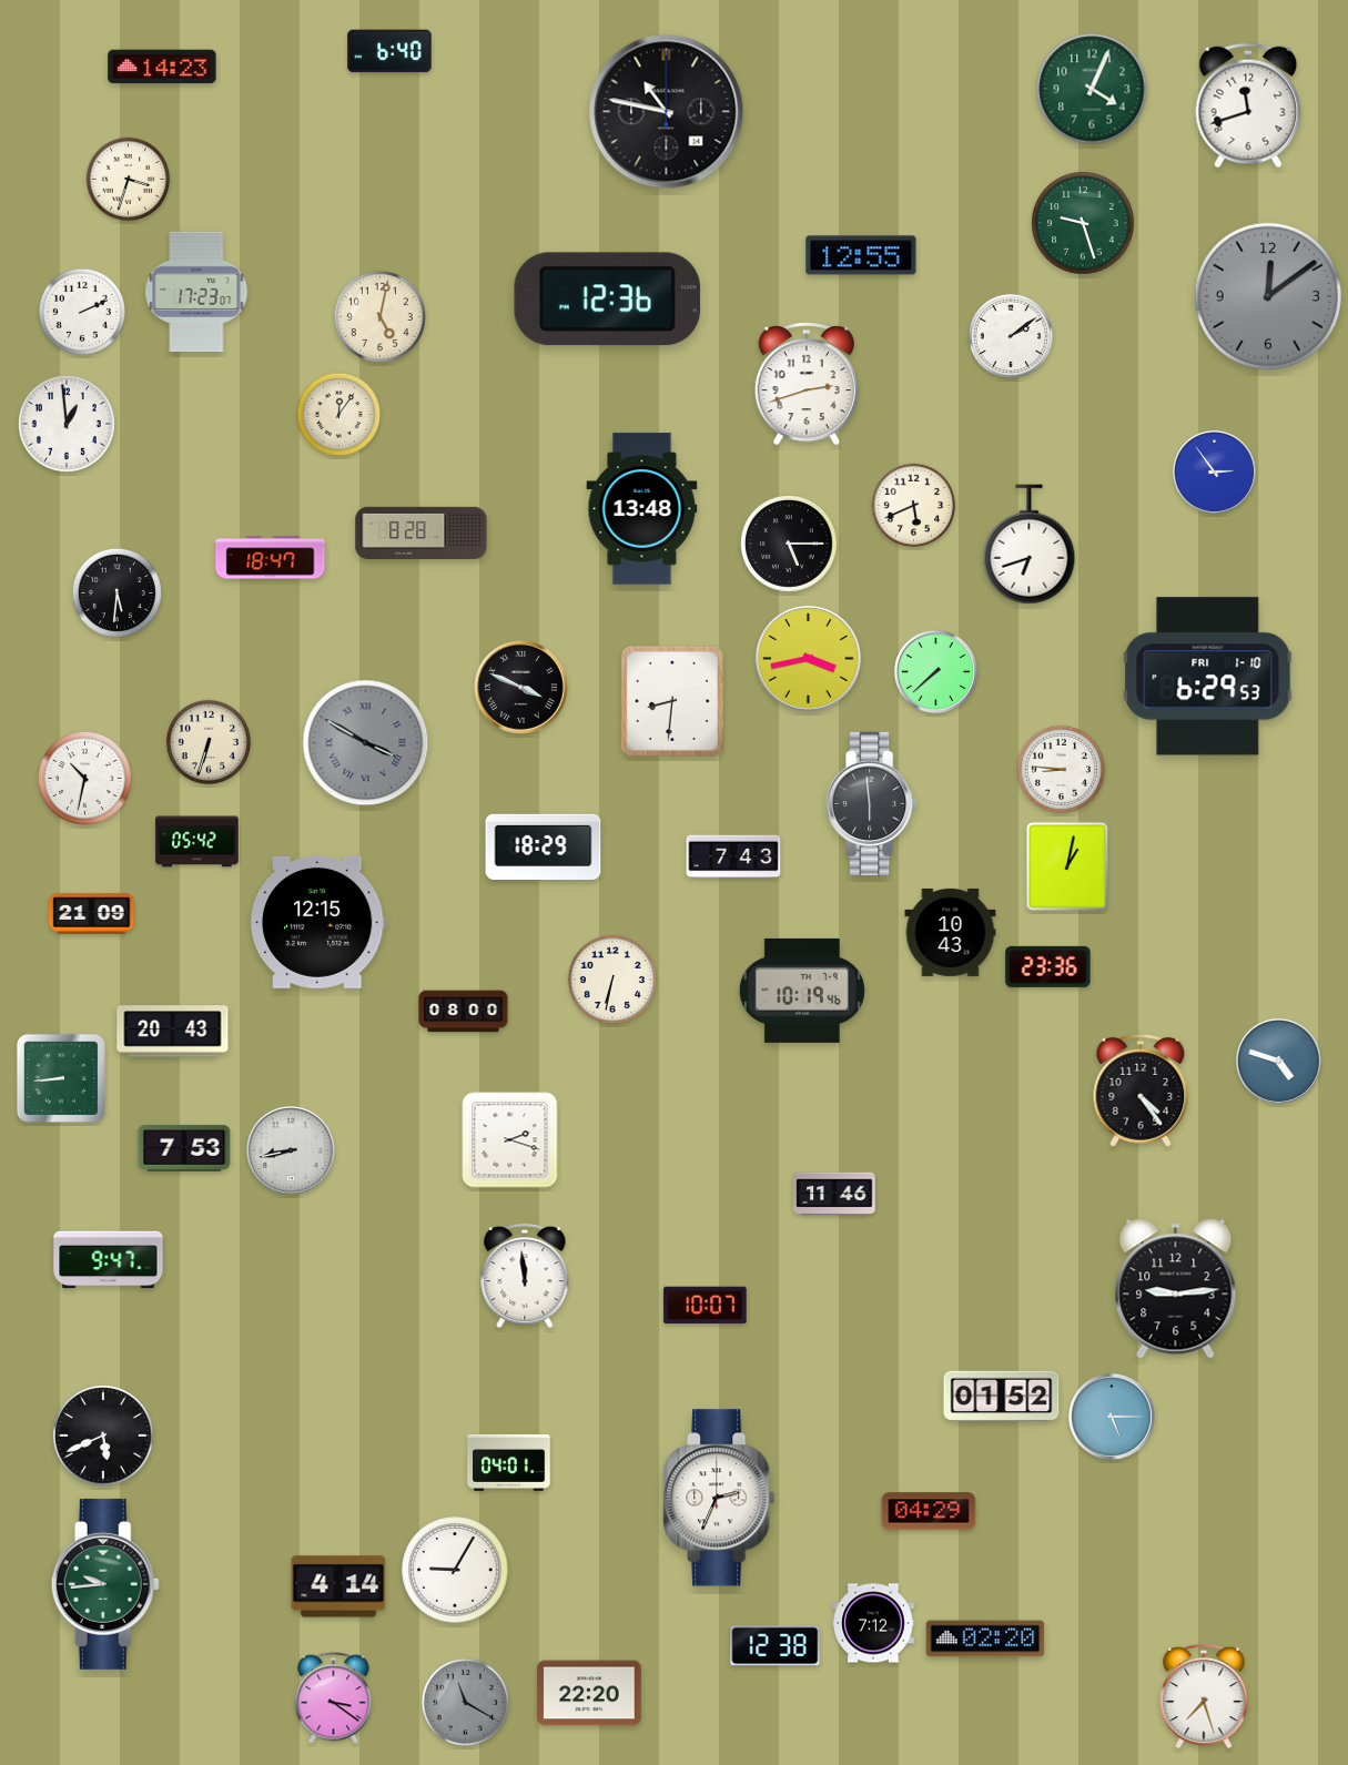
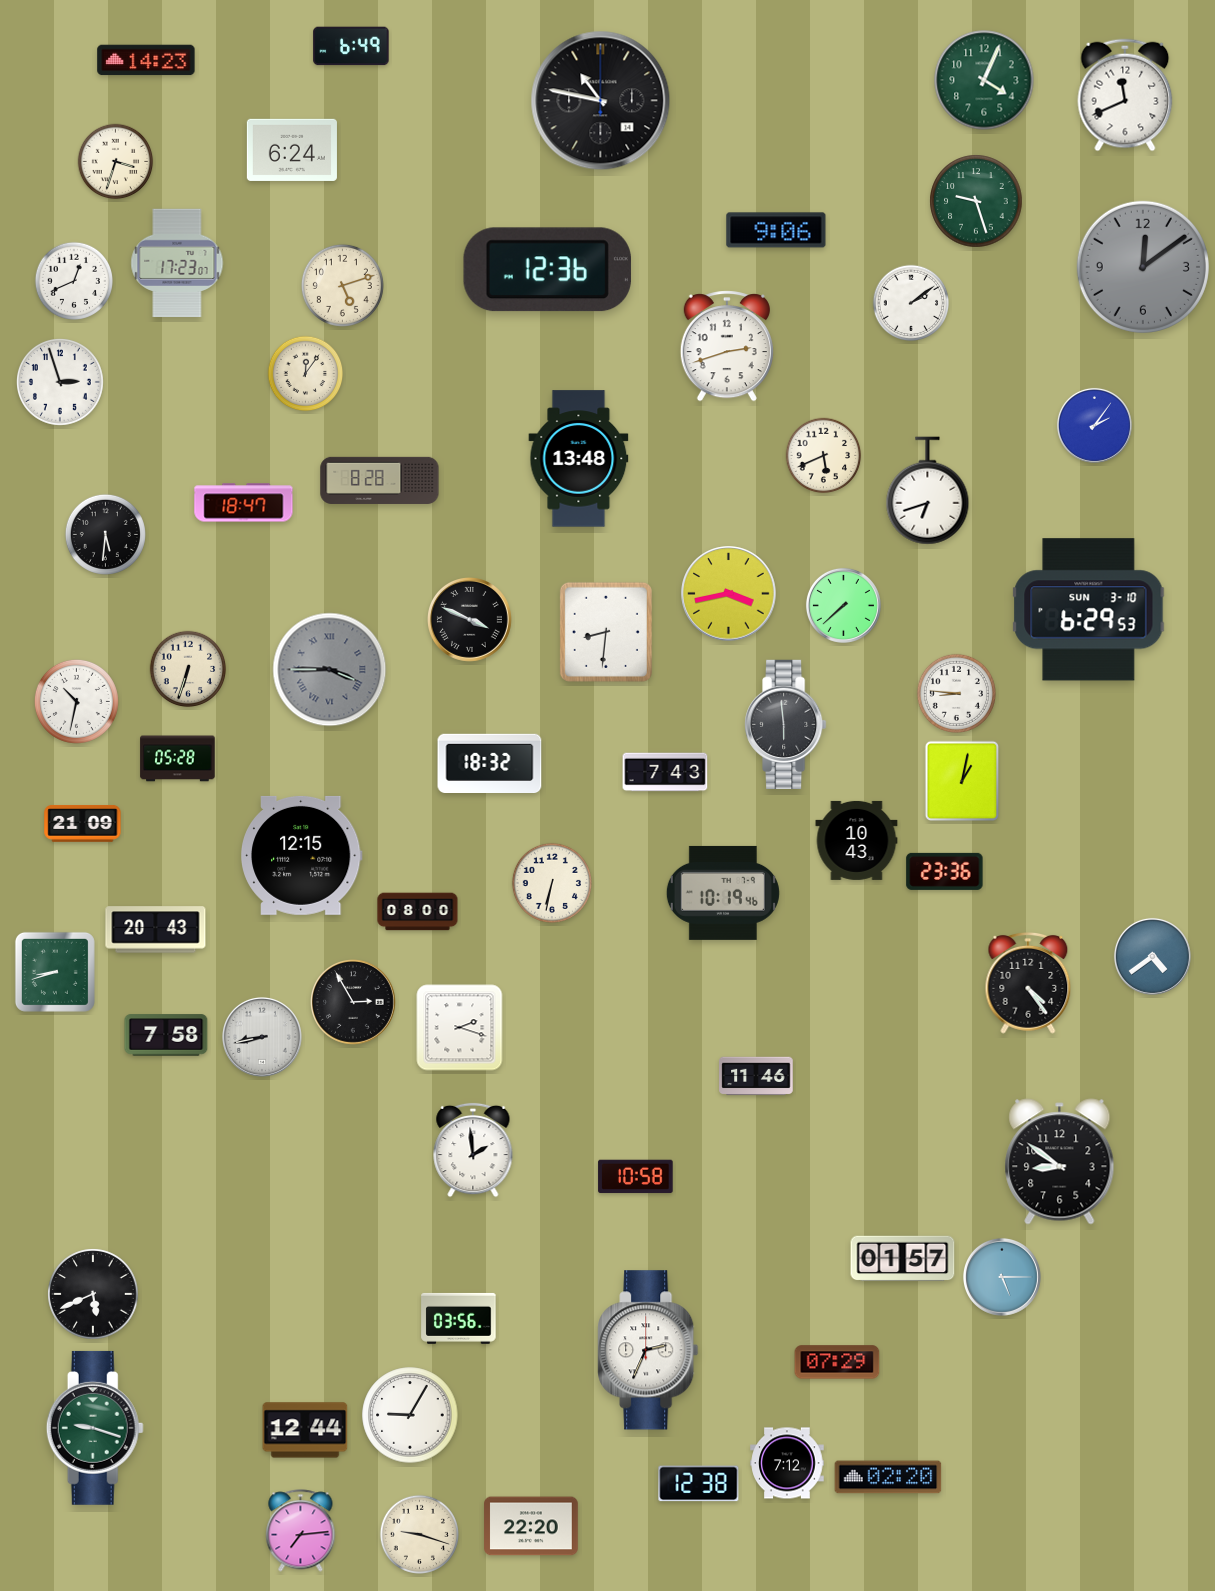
clock at (389, 51): 6:40 -> 6:49
clock at (1248, 105): 11:42 -> 11:41
clock at (292, 150): none -> 6:24
clock at (861, 255): 12:55 -> 9:06
clock at (81, 311): 2:11 -> 12:41
clock at (379, 316): 5:02 -> 5:12
clock at (68, 425): 12:59 -> 2:57
clock at (1214, 471): 2:54 -> 2:06
clock at (790, 545): 5:15 -> none
clock at (1208, 677) date: FRI 1-10 -> SUN 3-10
clock at (366, 743): 3:50 -> 3:45
clock at (197, 842): 05:42 -> 05:28
clock at (544, 846): 18:29 -> 18:32
clock at (733, 856) position: (733, 856) -> (665, 772)
clock at (317, 922) position: (317, 922) -> (301, 855)
clock at (1278, 1061): 4:48 -> 4:39
clock at (61, 1078): 8:44 -> 8:42
clock at (354, 1003): none -> 2:55
clock at (184, 1148): 7:53 -> 7:58
clock at (834, 1194) position: (834, 1194) -> (756, 1076)
clock at (109, 1260): 9:47 -> none
clock at (525, 1276): 11:59 -> 1:59
clock at (1176, 1289): 9:14 -> 8:51
clock at (706, 1306): 10:07 -> 10:58
clock at (1002, 1397): 01:52 -> 01:57
clock at (509, 1462): 04:01 -> 03:56
clock at (929, 1511): 04:29 -> 07:29
clock at (105, 1584): 9:44 -> 9:18
clock at (338, 1586): 4:14 -> 12:44
clock at (1204, 1696): 7:27 -> none
clock at (334, 1698): 3:21 -> 7:14
clock at (465, 1702): 11:20 -> 9:18
clock at (465, 1702) dial: grey -> cream
